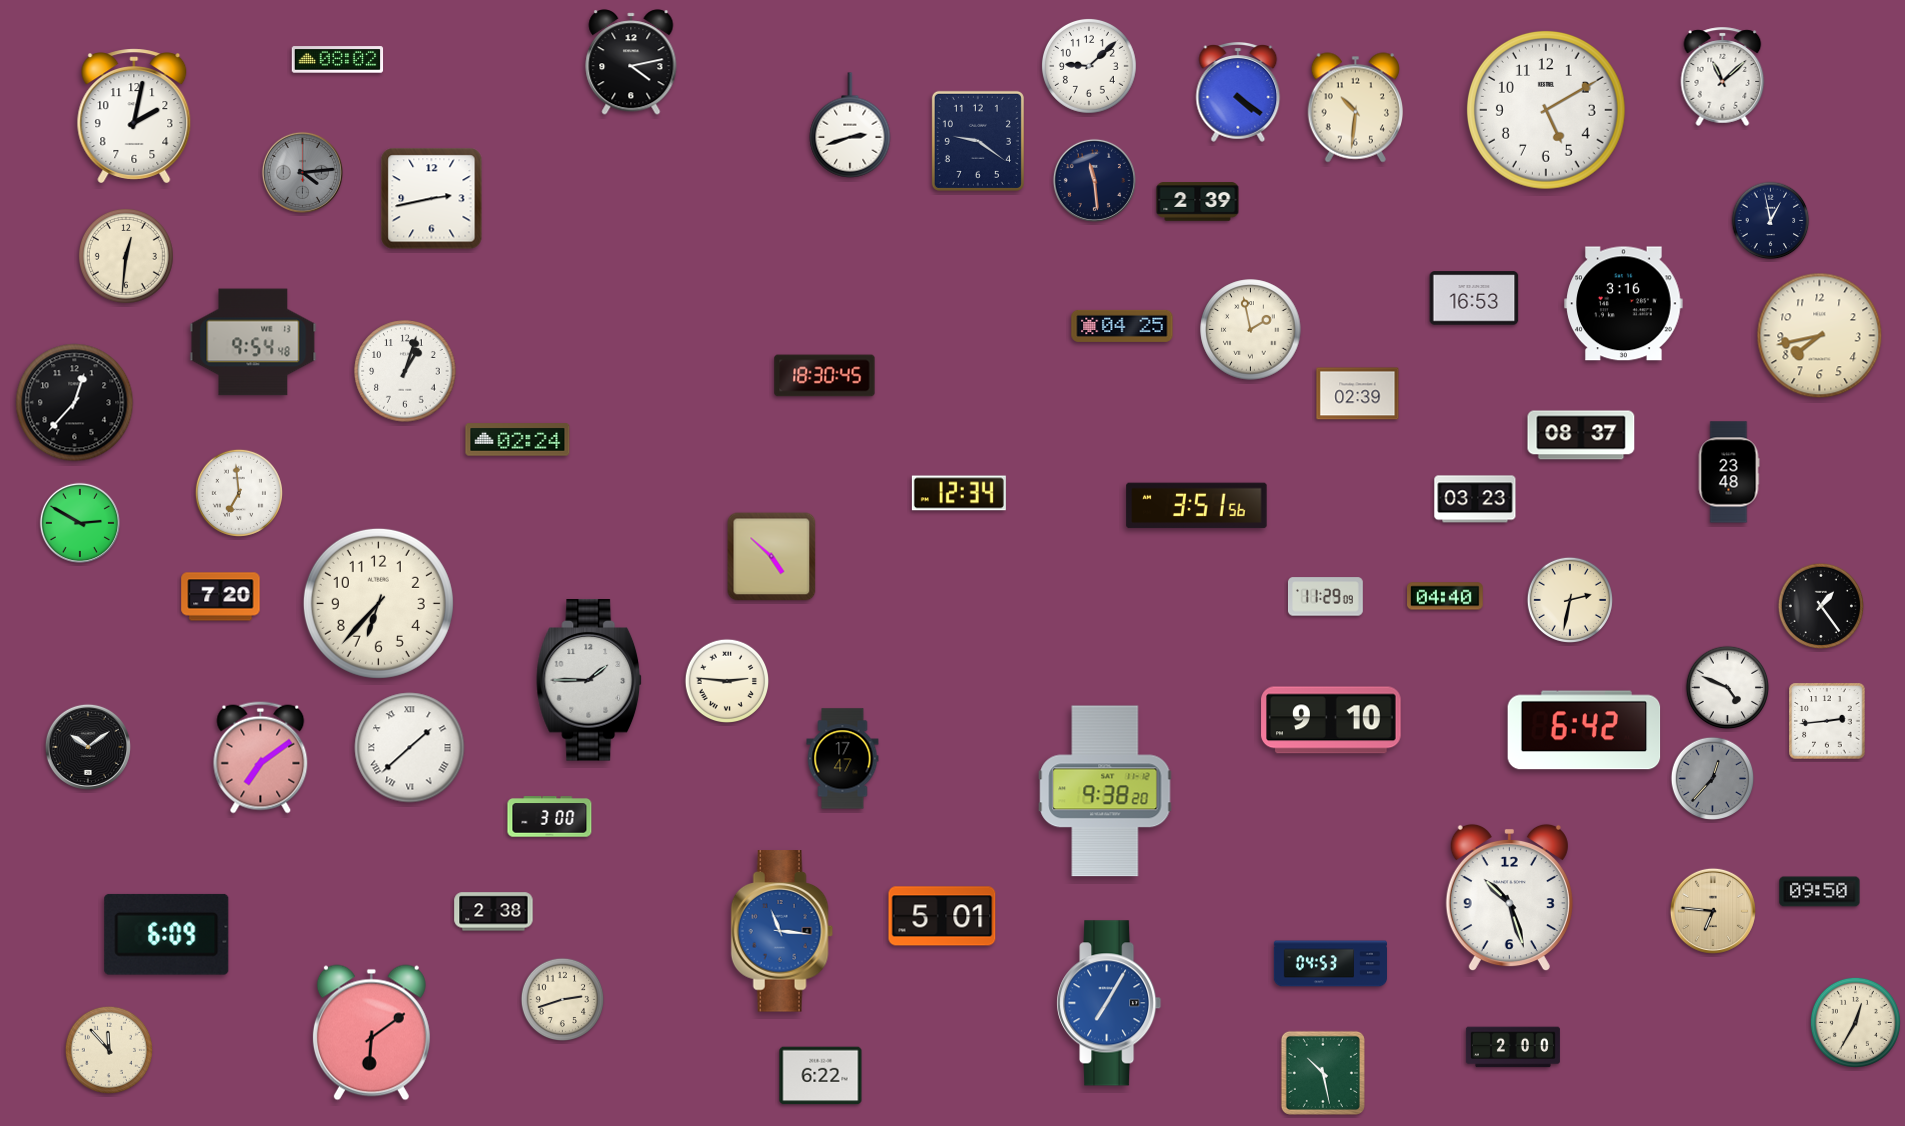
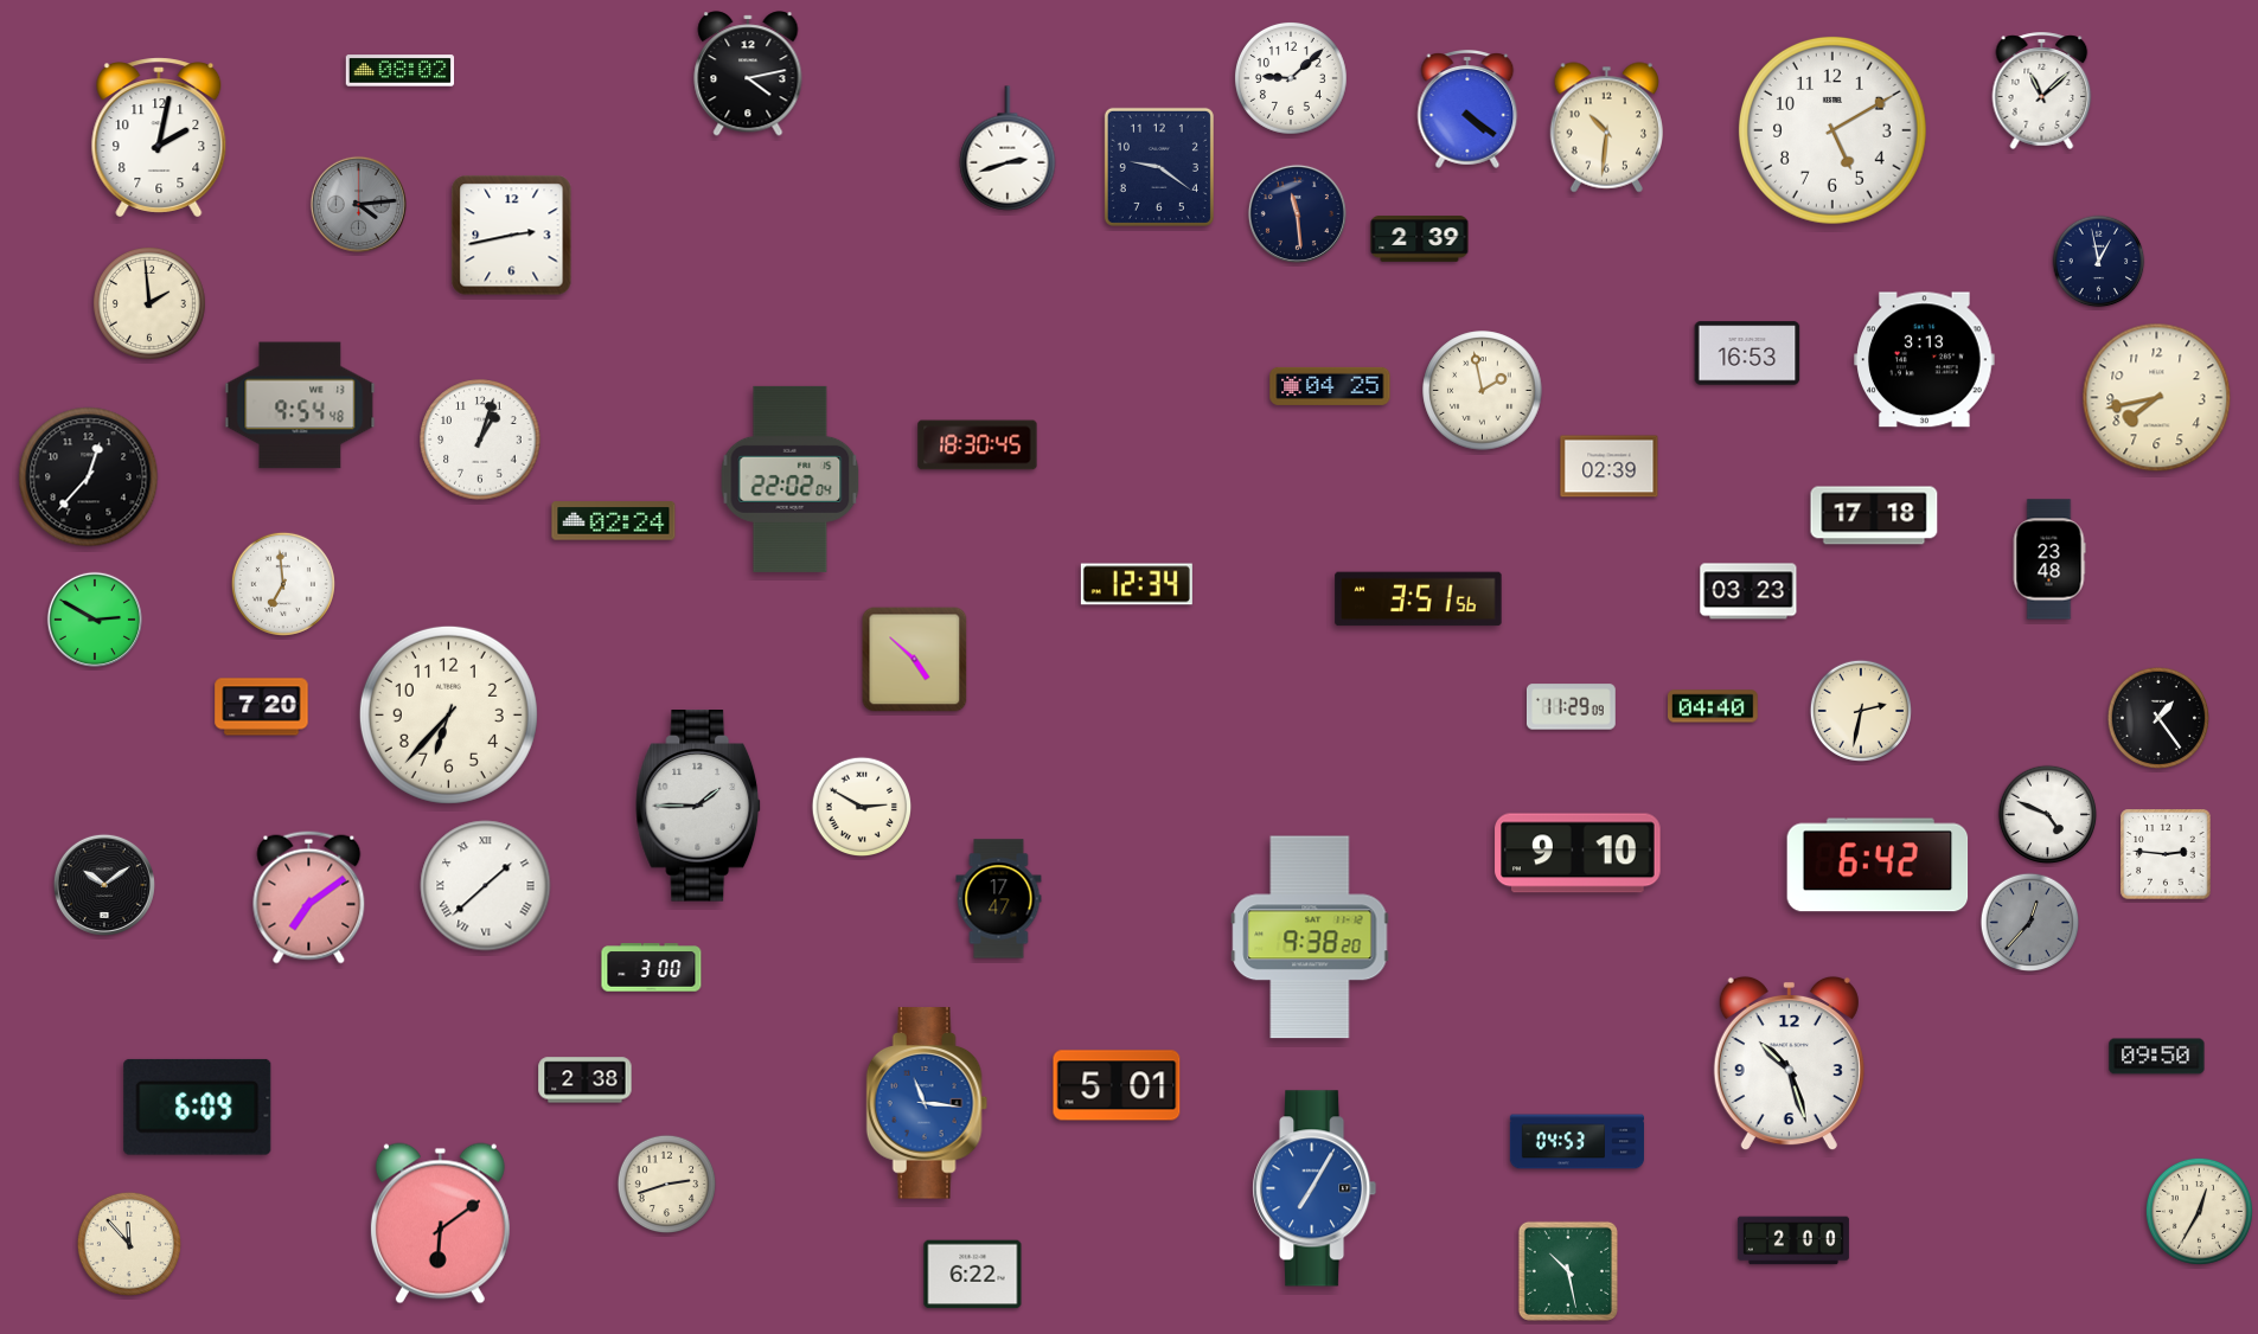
clock at (126, 256): 12:31 -> 1:59
clock at (1624, 304): 3:16 -> 3:13
clock at (791, 479): none -> 22:02
clock at (1581, 435): 08:37 -> 17:18
clock at (727, 681): 2:46 -> 2:50
clock at (1827, 721): 2:44 -> 2:46
clock at (1713, 911): 6:46 -> none
